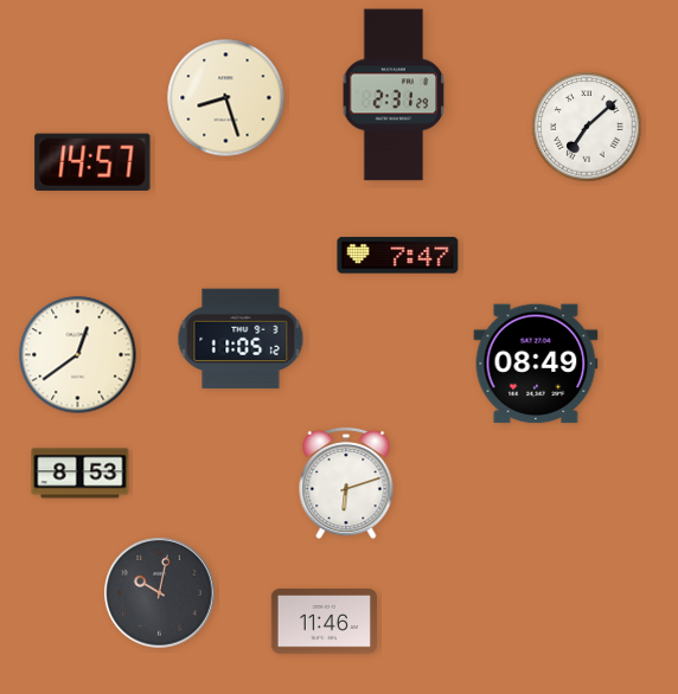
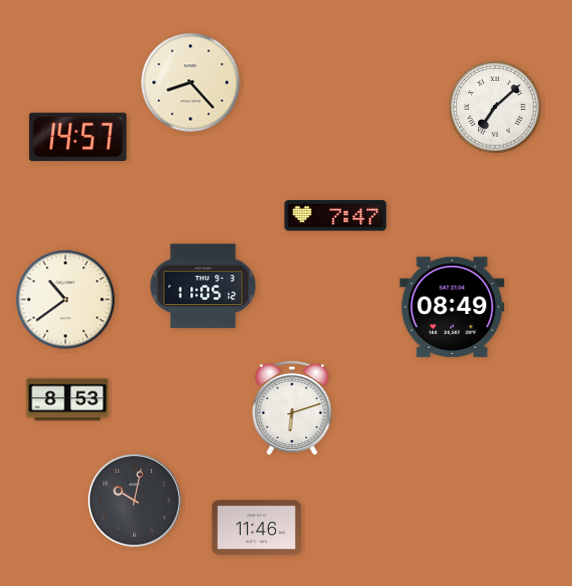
clock at (394, 95): 2:31 -> none
clock at (226, 98): 8:27 -> 8:23
clock at (78, 355): 12:39 -> 10:39
clock at (324, 622) position: (324, 622) -> (256, 528)
